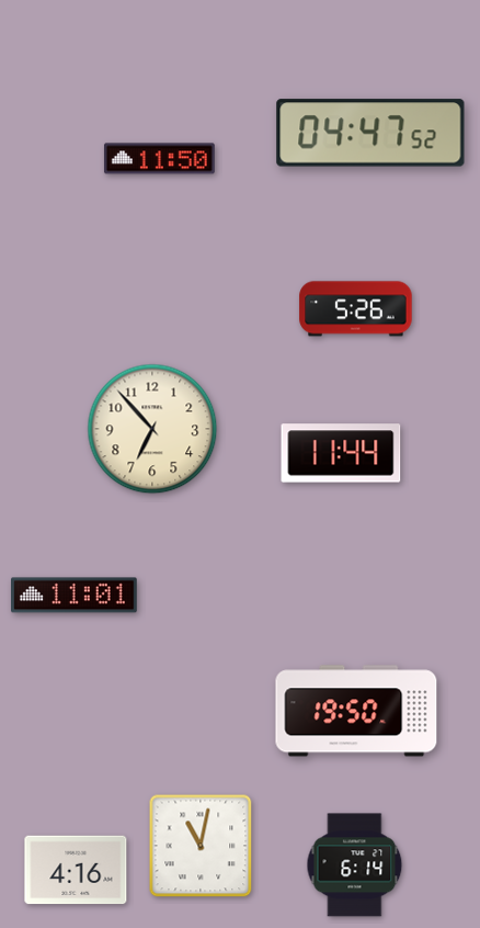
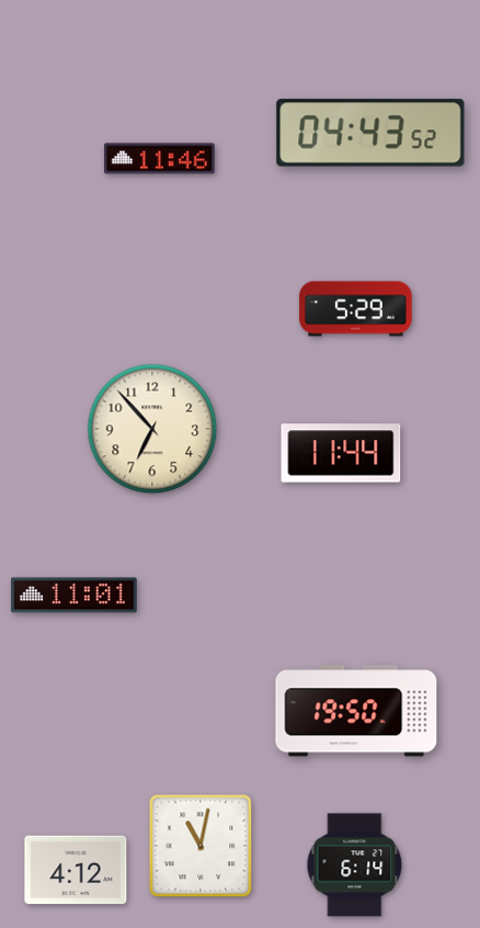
clock at (370, 133): 04:47 -> 04:43
clock at (159, 159): 11:50 -> 11:46
clock at (356, 309): 5:26 -> 5:29
clock at (76, 870): 4:16 -> 4:12
